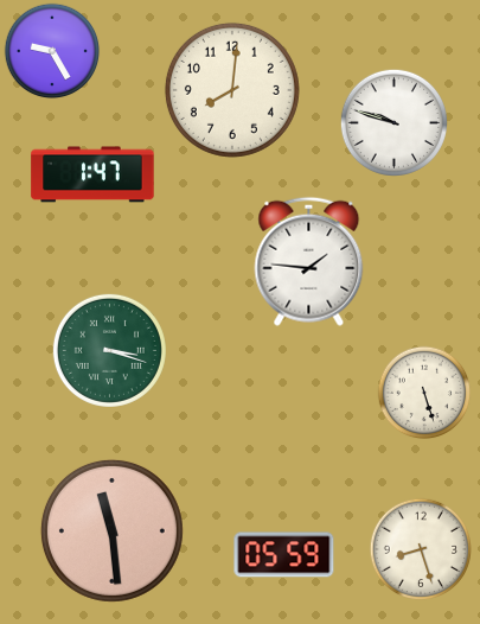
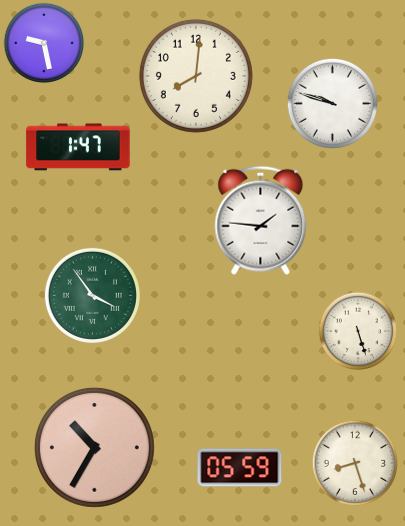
clock at (52, 51): 9:25 -> 9:28
clock at (109, 350): 3:18 -> 3:54
clock at (111, 530): 11:29 -> 10:35
